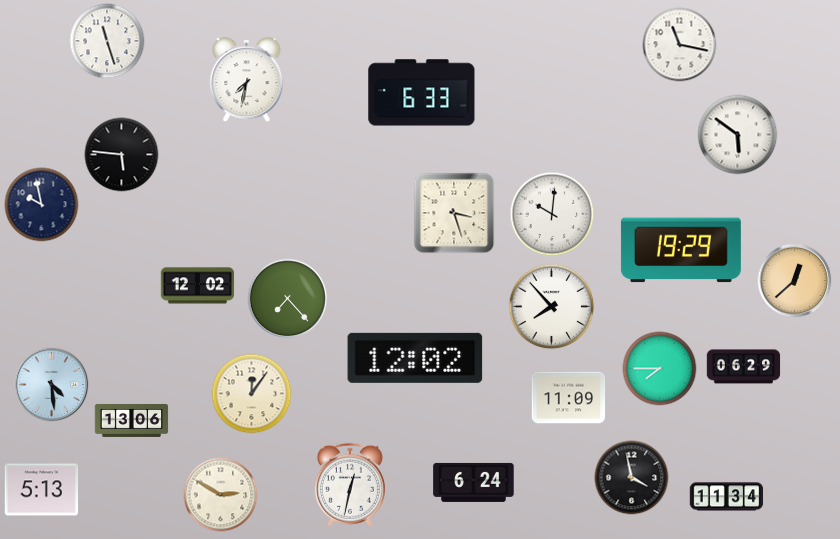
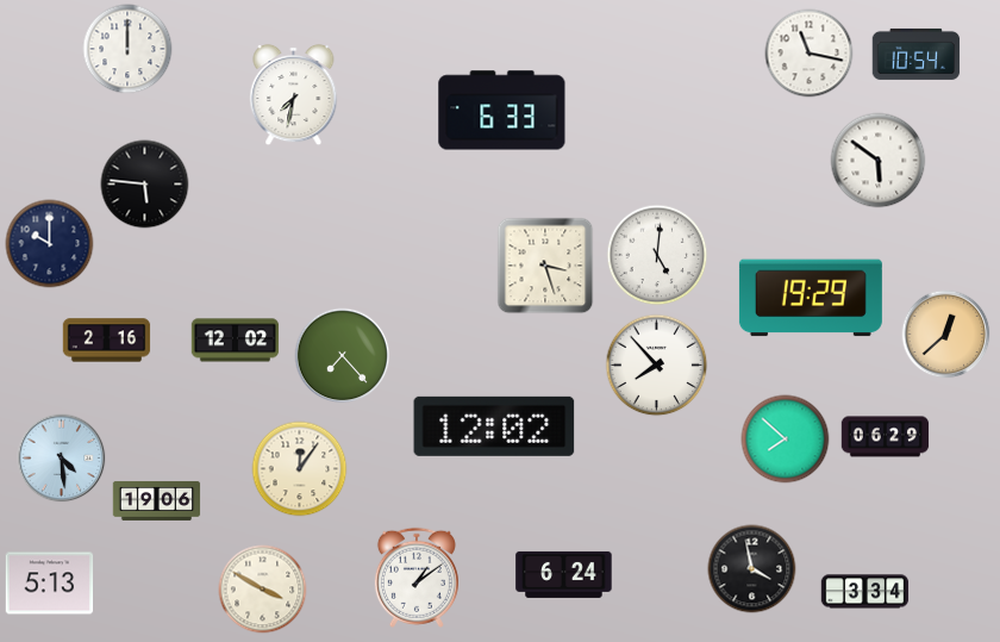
clock at (107, 41): 11:27 -> 12:00
clock at (917, 54): none -> 10:54
clock at (42, 205): 9:58 -> 10:00
clock at (454, 213) position: (454, 213) -> (545, 266)
clock at (552, 214): 10:01 -> 5:01
clock at (107, 341): none -> 2:16
clock at (660, 369): 7:45 -> 7:52
clock at (569, 398): 11:09 -> none
clock at (132, 420): 13:06 -> 19:06
clock at (350, 485): 12:32 -> 1:09
clock at (221, 495): 2:50 -> 3:50
clock at (727, 497): 11:34 -> 3:34
